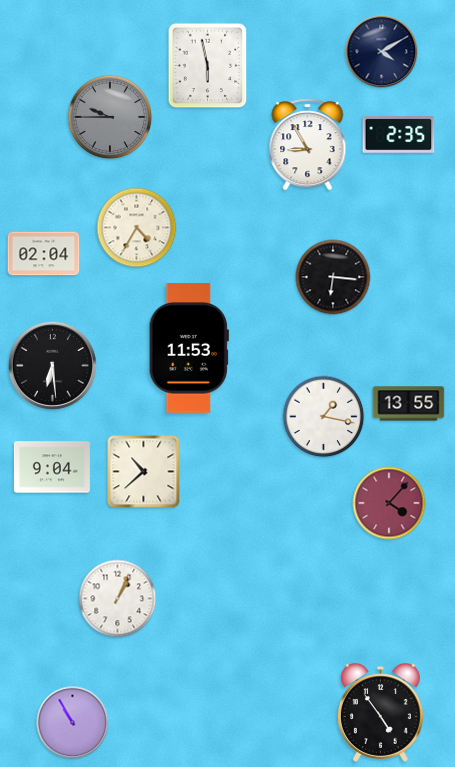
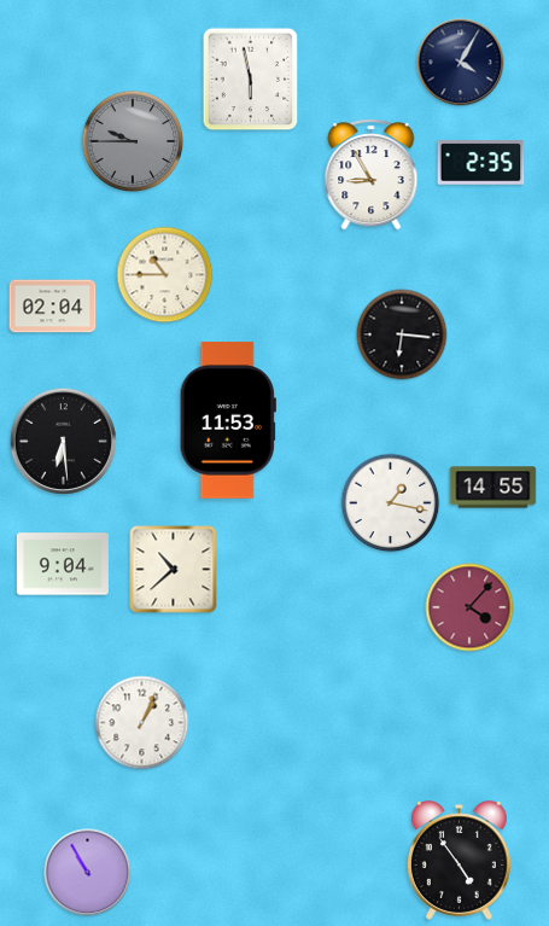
clock at (382, 52): 4:10 -> 4:05
clock at (137, 228): 4:35 -> 10:45
clock at (409, 404): 13:55 -> 14:55
